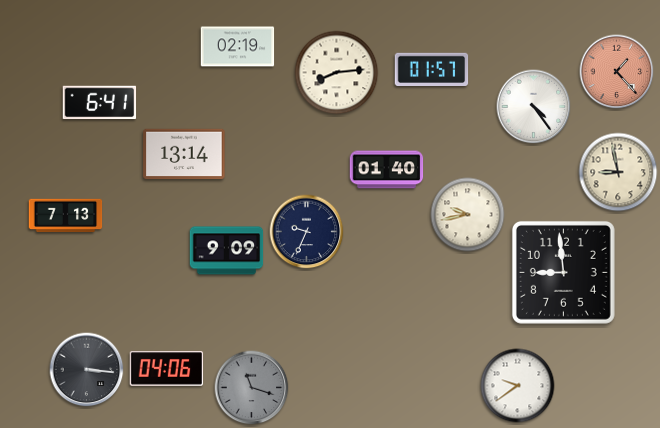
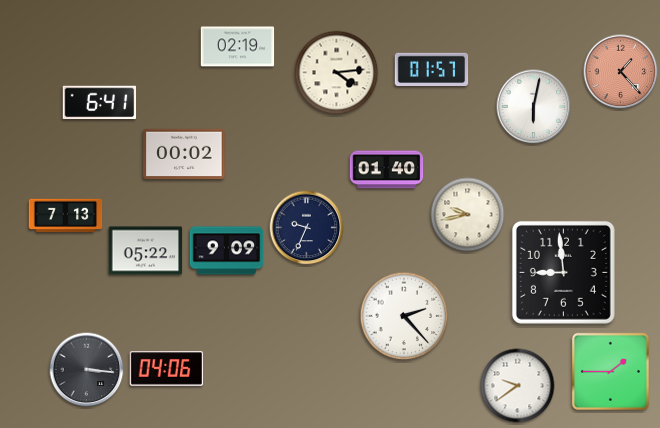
clock at (617, 72) position: (617, 72) -> (621, 72)
clock at (337, 73): 8:14 -> 4:14
clock at (534, 107): 4:24 -> 6:02
clock at (184, 154): 13:14 -> 00:02
clock at (618, 172): 8:58 -> none
clock at (307, 232) position: (307, 232) -> (307, 228)
clock at (146, 251): none -> 05:22
clock at (404, 316): none -> 2:23
clock at (610, 371): none -> 1:45
clock at (252, 388): 11:18 -> none
